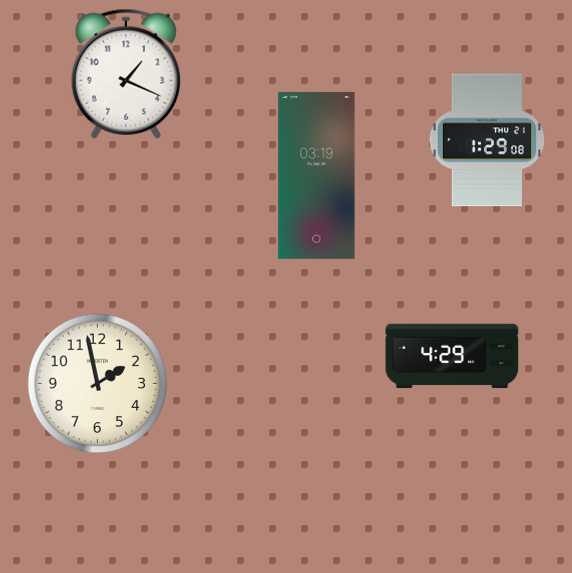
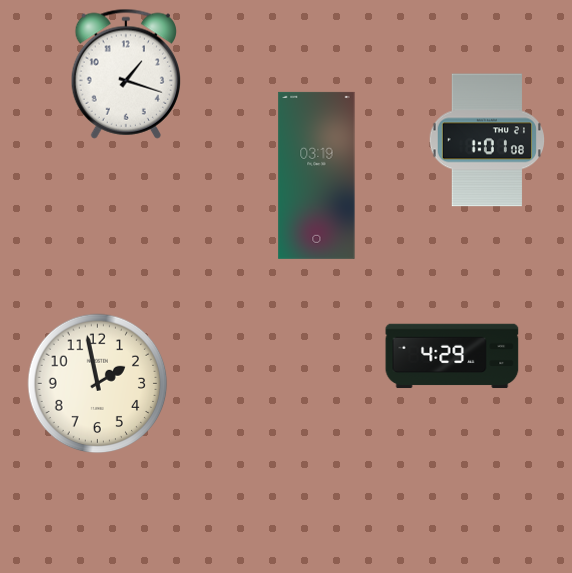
clock at (125, 74): 1:19 -> 1:18
clock at (486, 140): 1:29 -> 1:01
